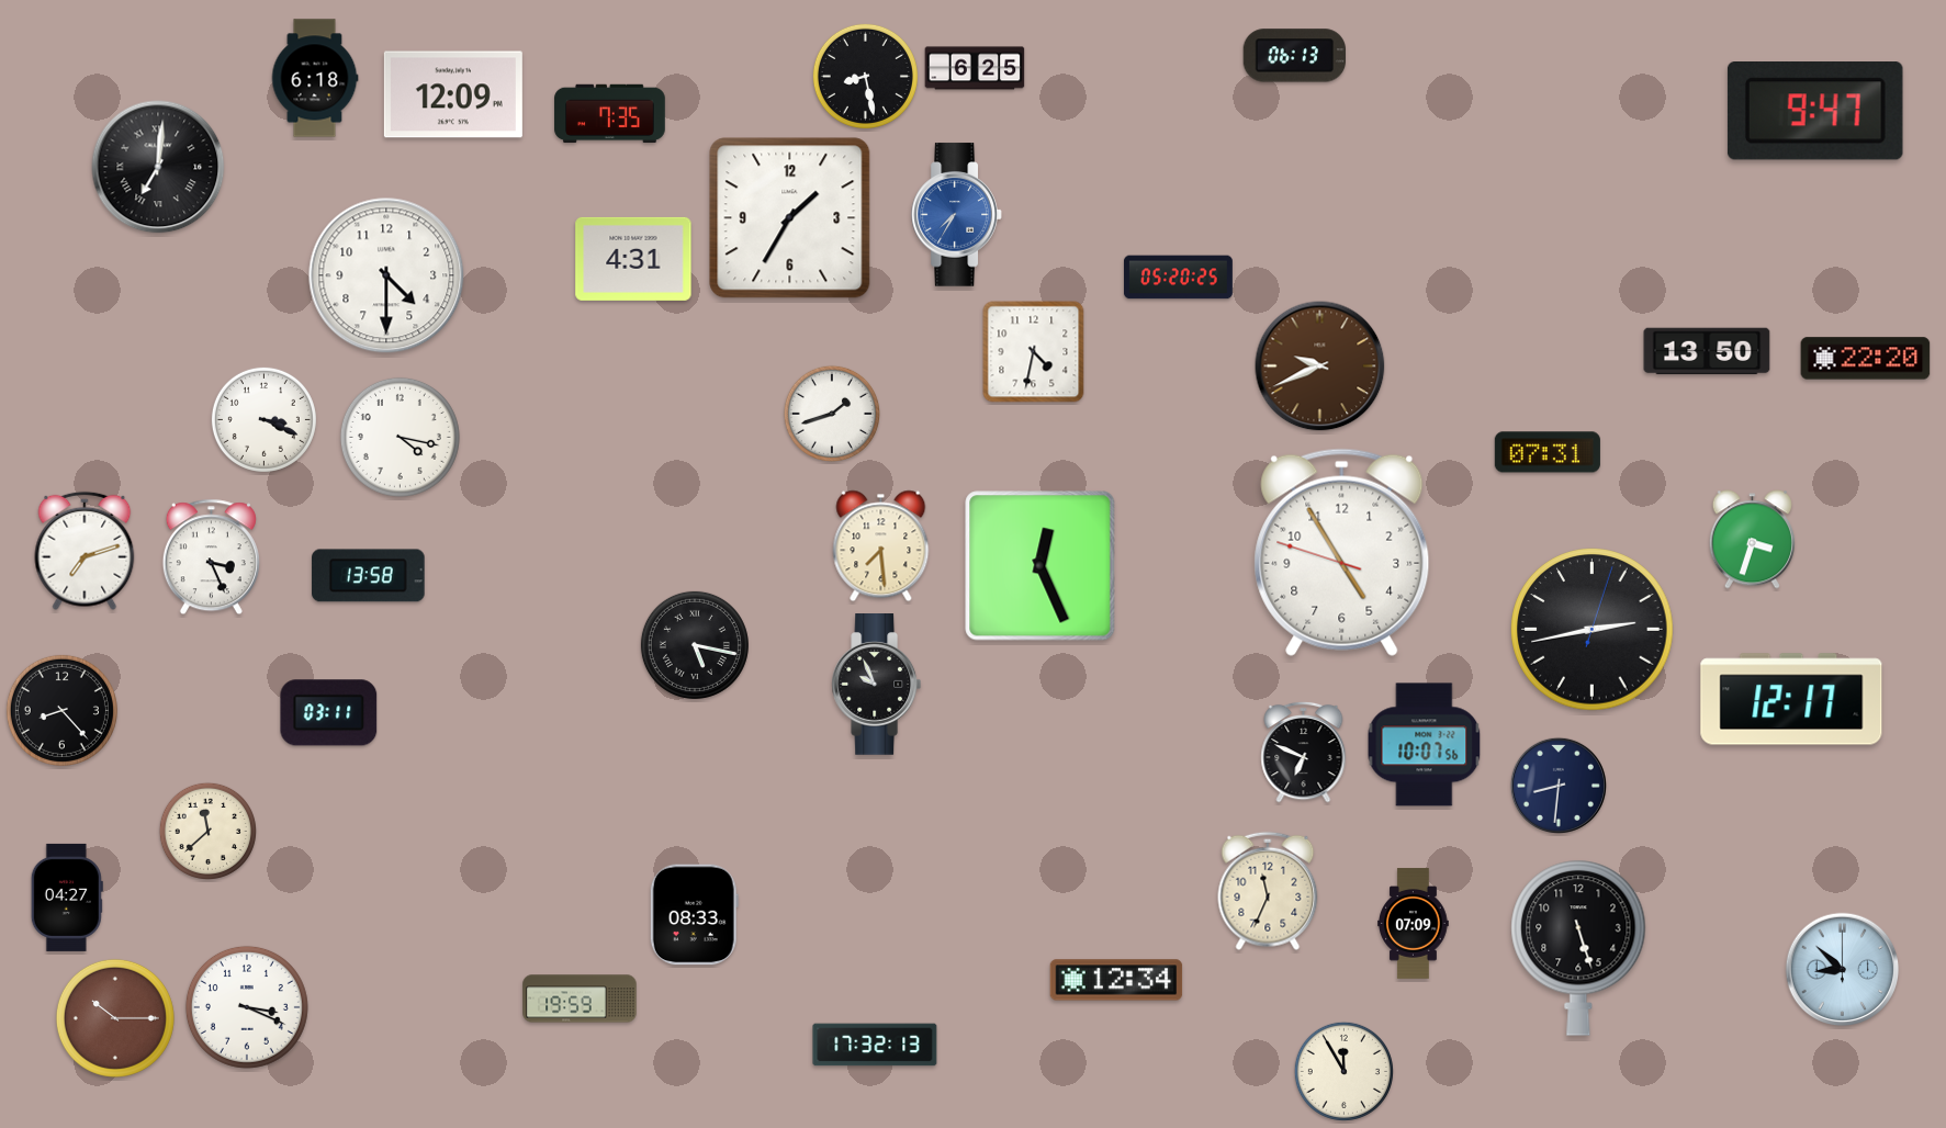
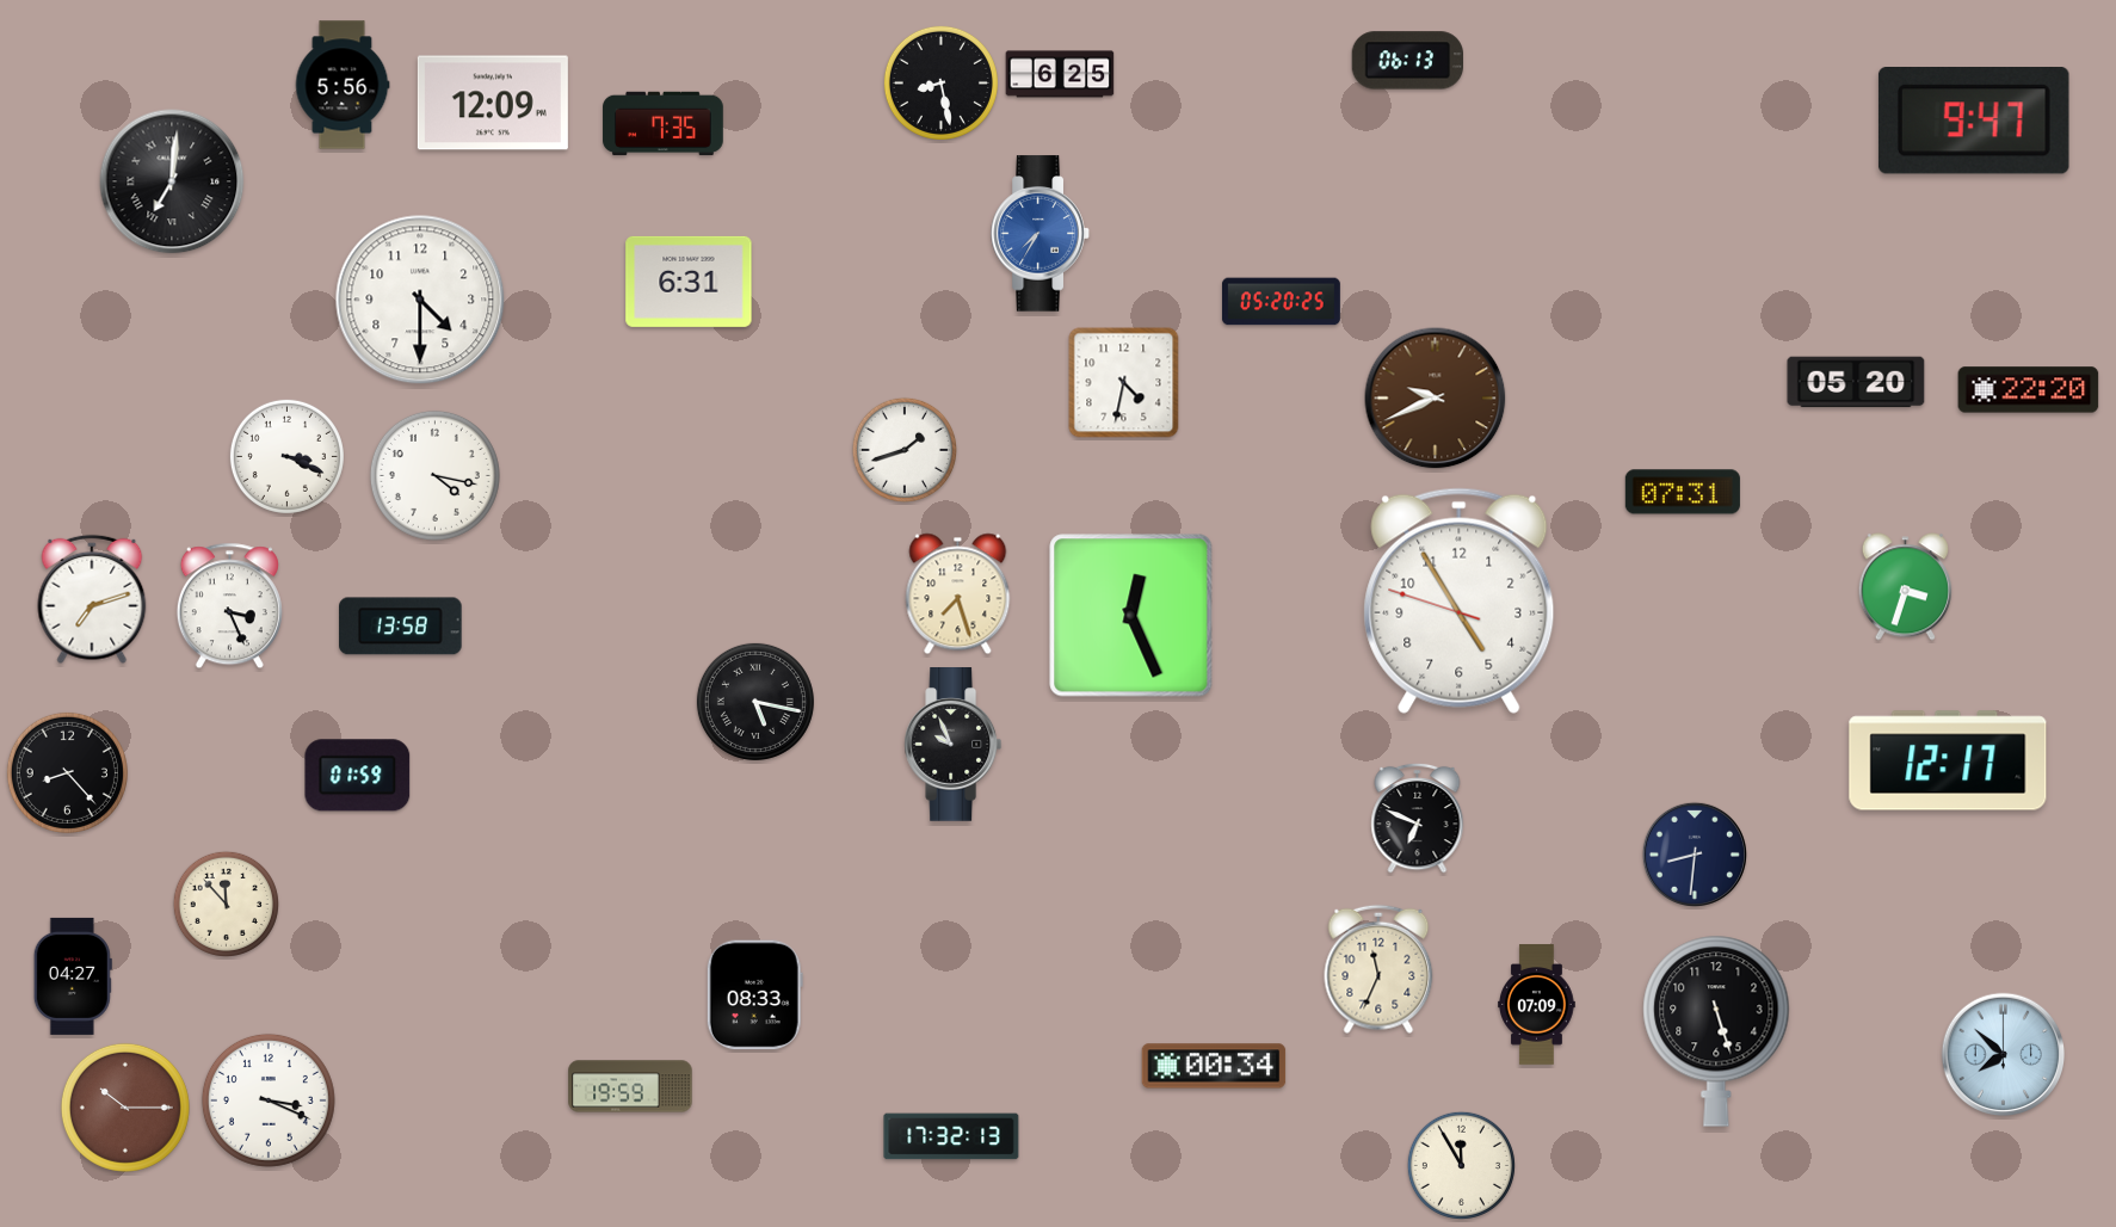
clock at (315, 78): 6:18 -> 5:56
clock at (790, 218): 1:35 -> none
clock at (633, 259): 4:31 -> 6:31
clock at (1707, 351): 13:50 -> 05:20
clock at (881, 546): 7:29 -> 7:27
clock at (1593, 630): 2:43 -> none
clock at (329, 713): 03:11 -> 01:59
clock at (1425, 745): 10:07 -> none
clock at (207, 831): 11:38 -> 11:53
clock at (1843, 970): 8:52 -> 7:52
clock at (1116, 980): 12:34 -> 00:34
clock at (247, 1007) position: (247, 1007) -> (269, 1100)
